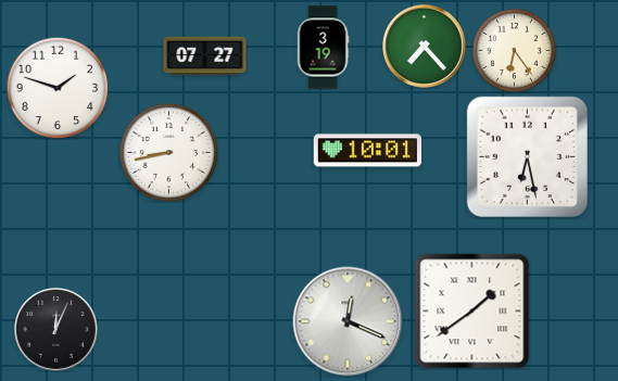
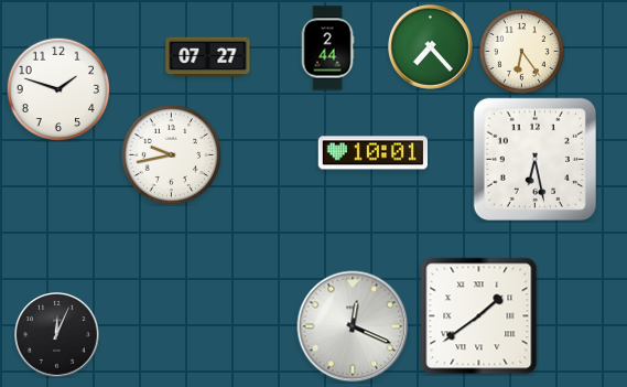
clock at (323, 48): 3:19 -> 2:44
clock at (168, 152): 8:43 -> 9:43
